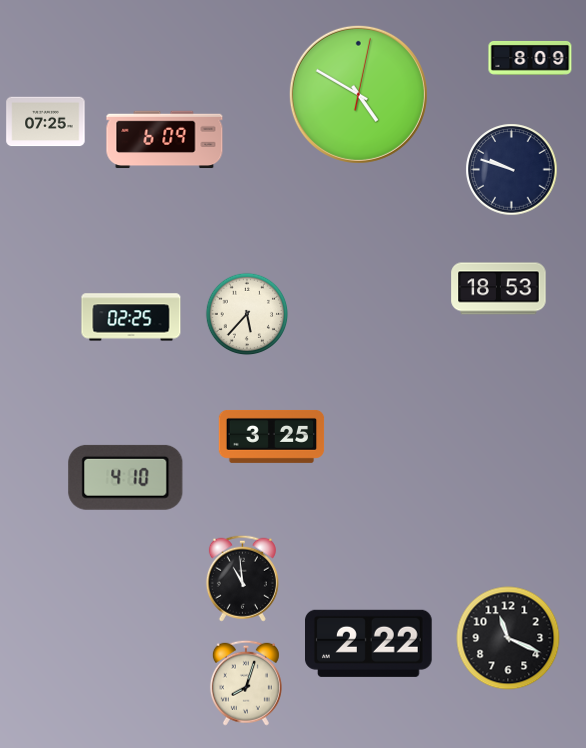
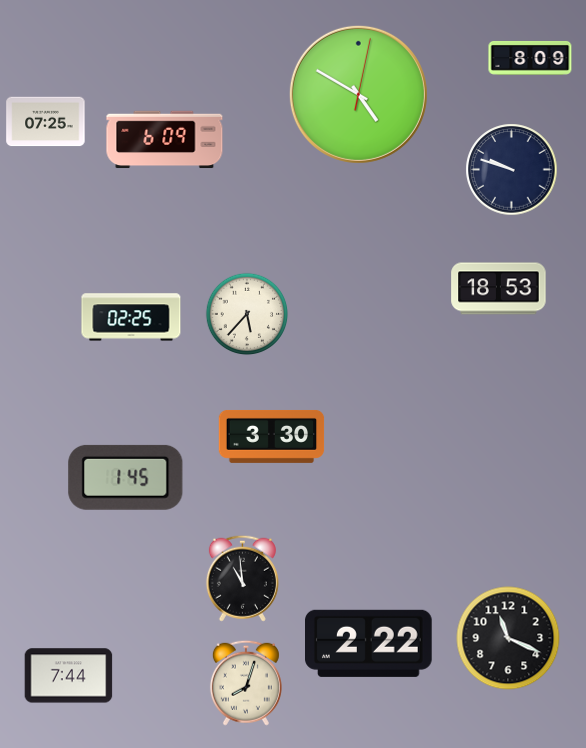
clock at (272, 436): 3:25 -> 3:30
clock at (126, 477): 4:10 -> 1:45
clock at (69, 676): none -> 7:44
